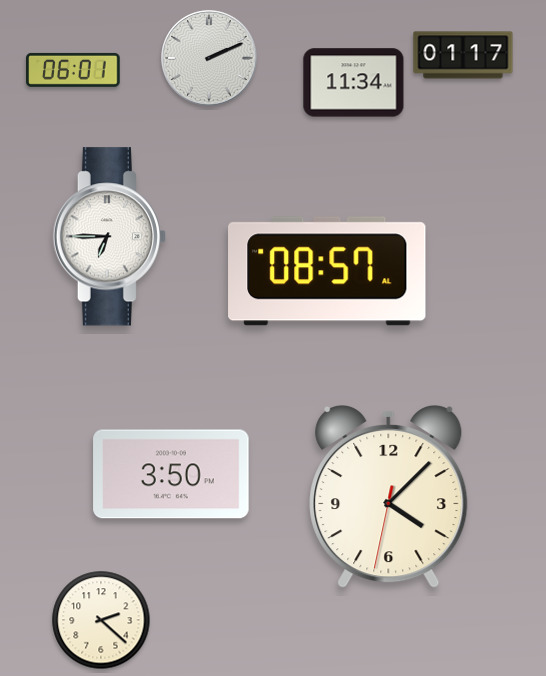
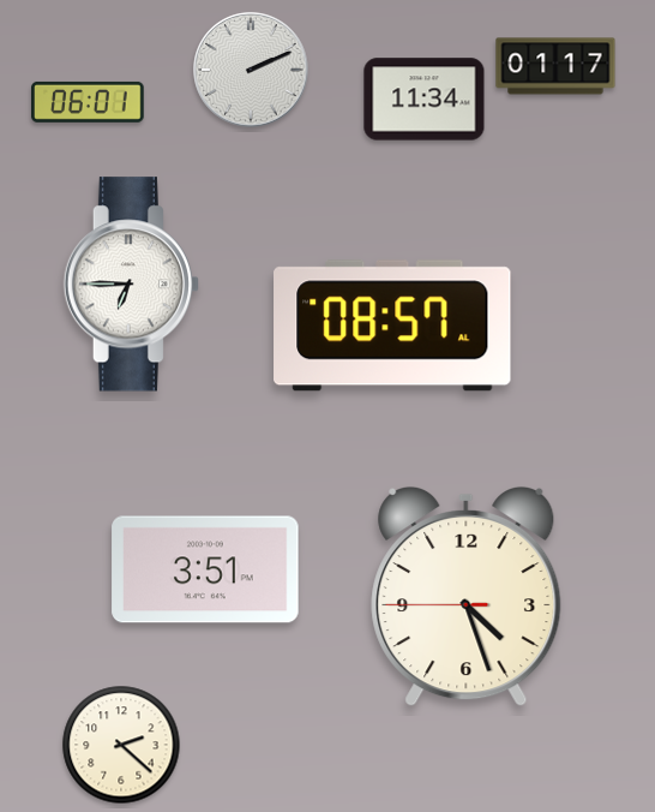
clock at (73, 70) position: (73, 70) -> (88, 102)
clock at (171, 474): 3:50 -> 3:51
clock at (389, 497): 4:07 -> 4:26
